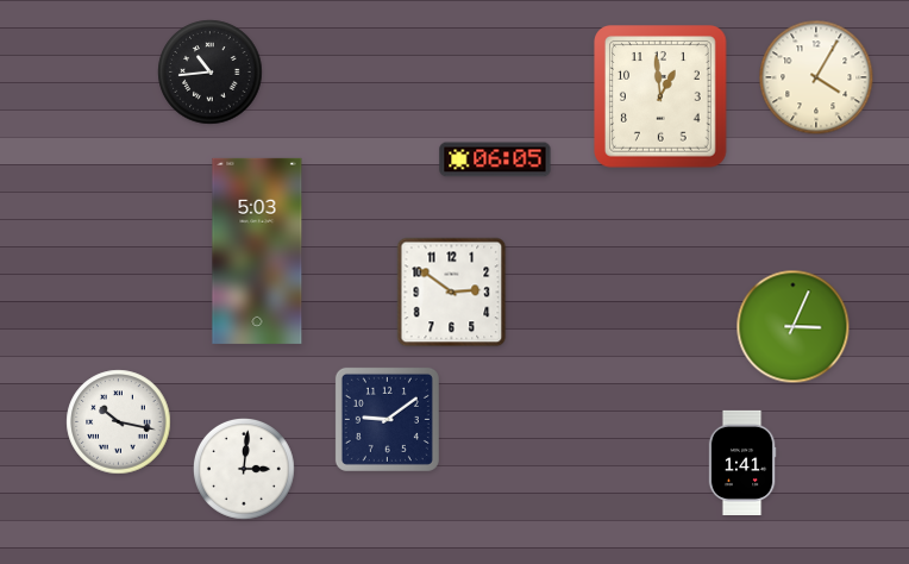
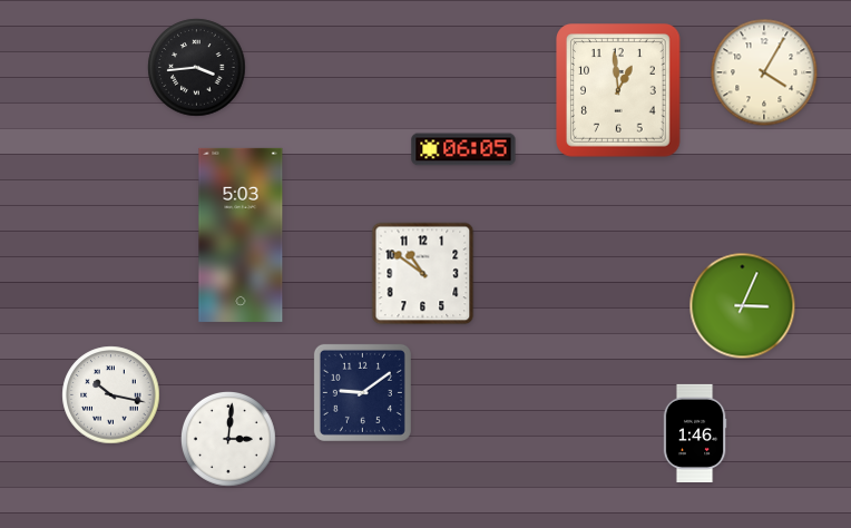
clock at (211, 73): 10:44 -> 3:44
clock at (452, 293): 2:51 -> 10:51
clock at (742, 463): 1:41 -> 1:46
